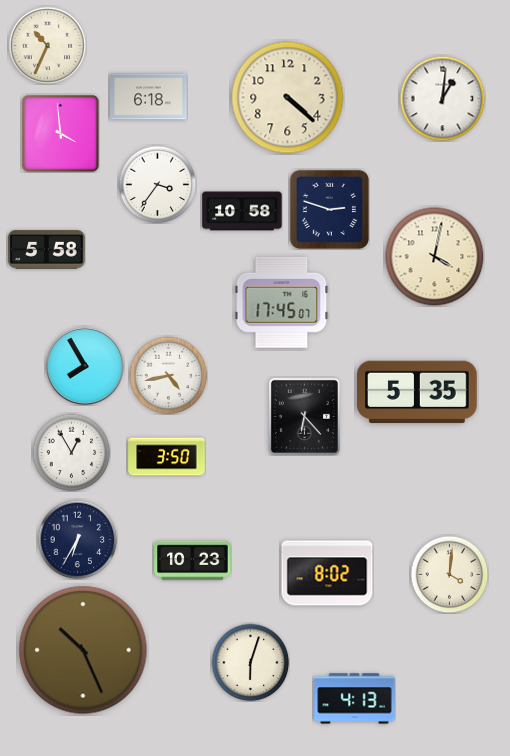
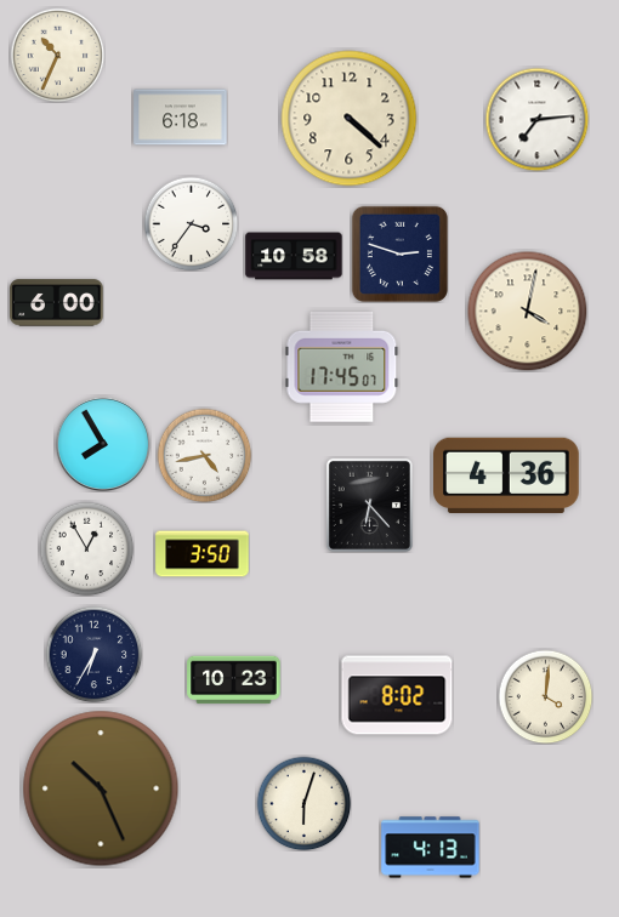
clock at (442, 98): 1:01 -> 7:14
clock at (61, 134): 3:59 -> none
clock at (47, 250): 5:58 -> 6:00
clock at (418, 392): 5:35 -> 4:36
